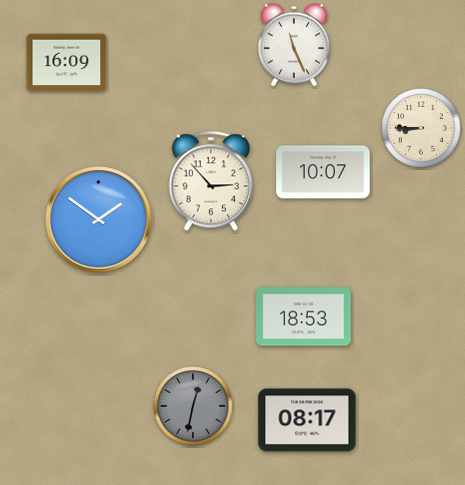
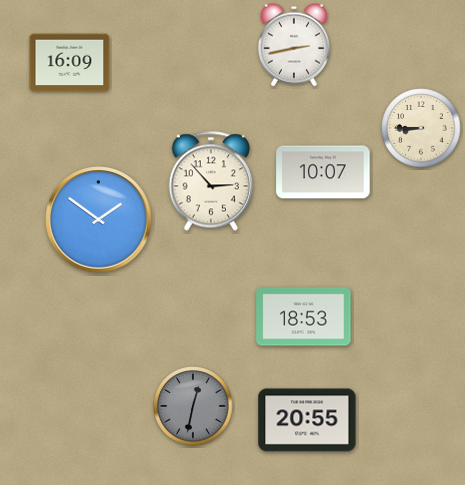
clock at (294, 45): 11:26 -> 2:43
clock at (67, 63) position: (67, 63) -> (70, 63)
clock at (307, 420): 08:17 -> 20:55
